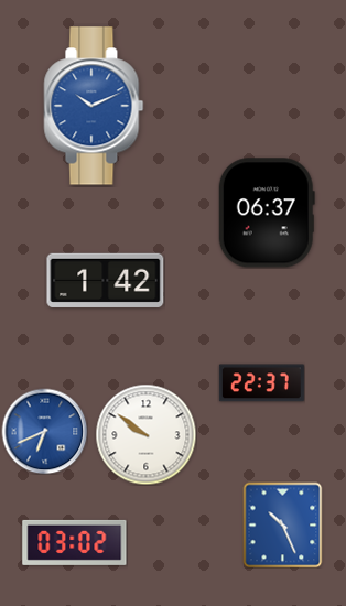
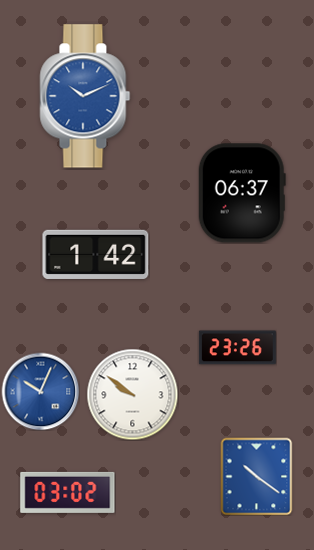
clock at (261, 383): 22:37 -> 23:26
clock at (44, 431): 6:41 -> 10:04
clock at (283, 524): 10:26 -> 10:21
